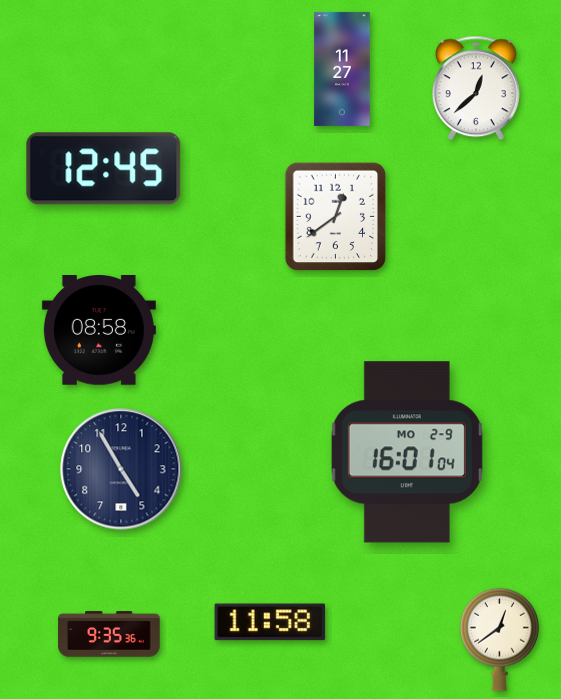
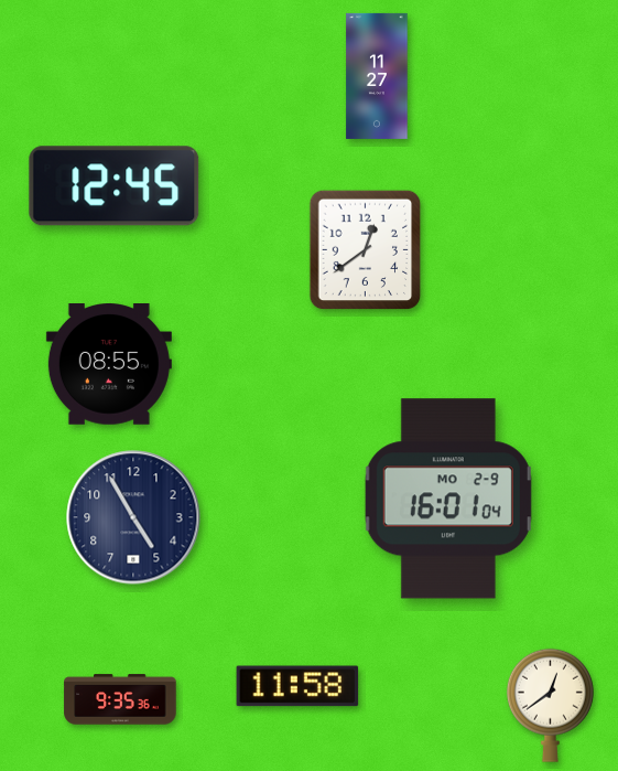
clock at (476, 88): 12:38 -> none
clock at (336, 217) position: (336, 217) -> (366, 250)
clock at (99, 331): 08:58 -> 08:55
